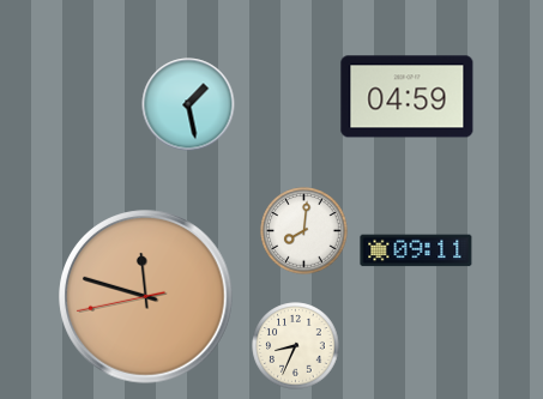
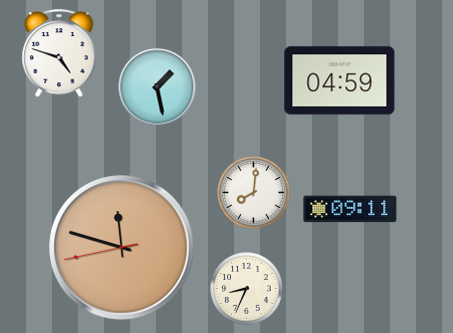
clock at (59, 54): none -> 4:48
clock at (416, 250) position: (416, 250) -> (350, 209)
